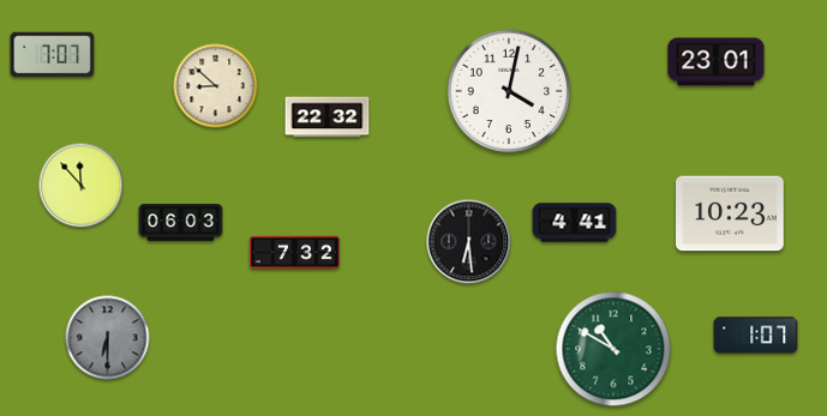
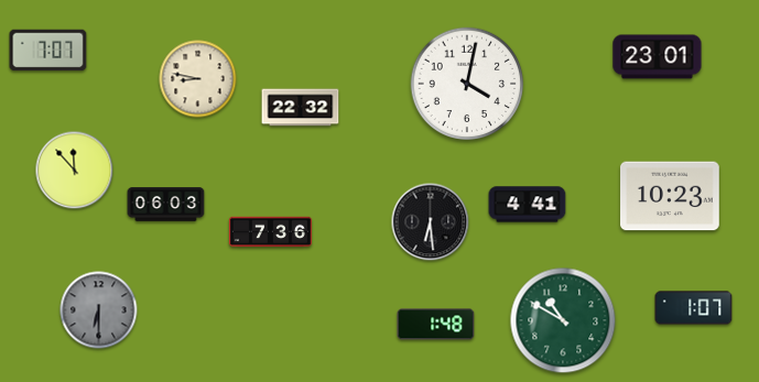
clock at (216, 86): 8:52 -> 8:47
clock at (294, 253): 7:32 -> 7:36
clock at (436, 325): none -> 1:48
